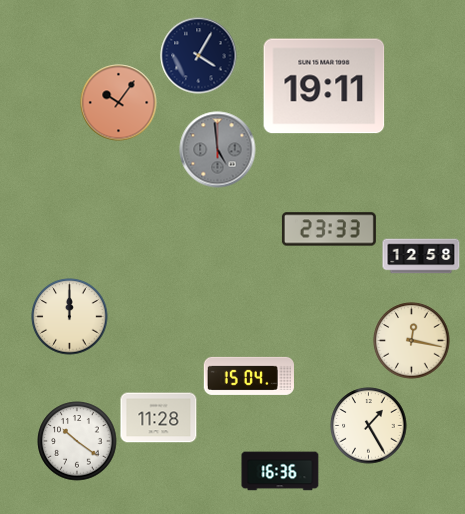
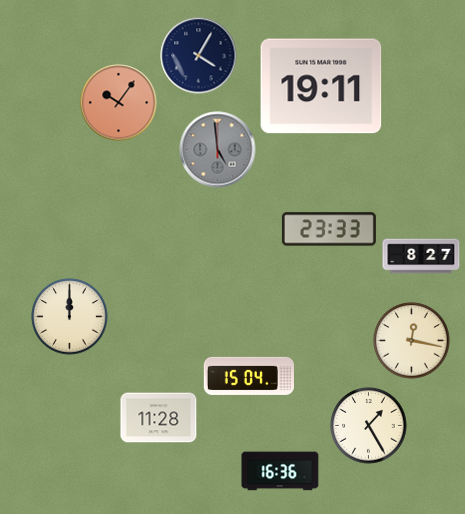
clock at (324, 86) position: (324, 86) -> (321, 86)
clock at (421, 256): 12:58 -> 8:27
clock at (77, 441): 10:21 -> none
